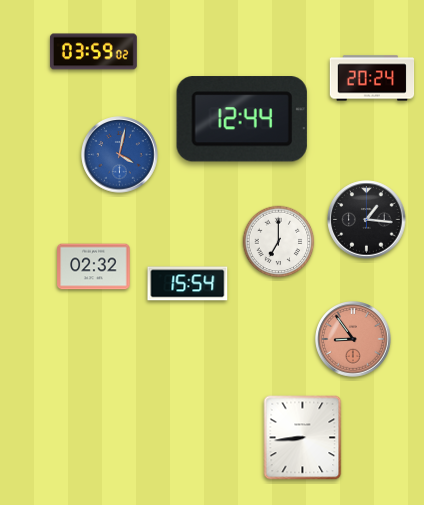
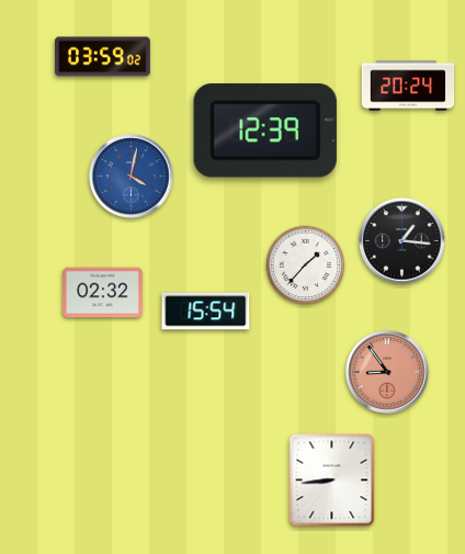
clock at (242, 120): 12:44 -> 12:39
clock at (120, 155) position: (120, 155) -> (132, 177)
clock at (279, 242): 7:00 -> 1:37
